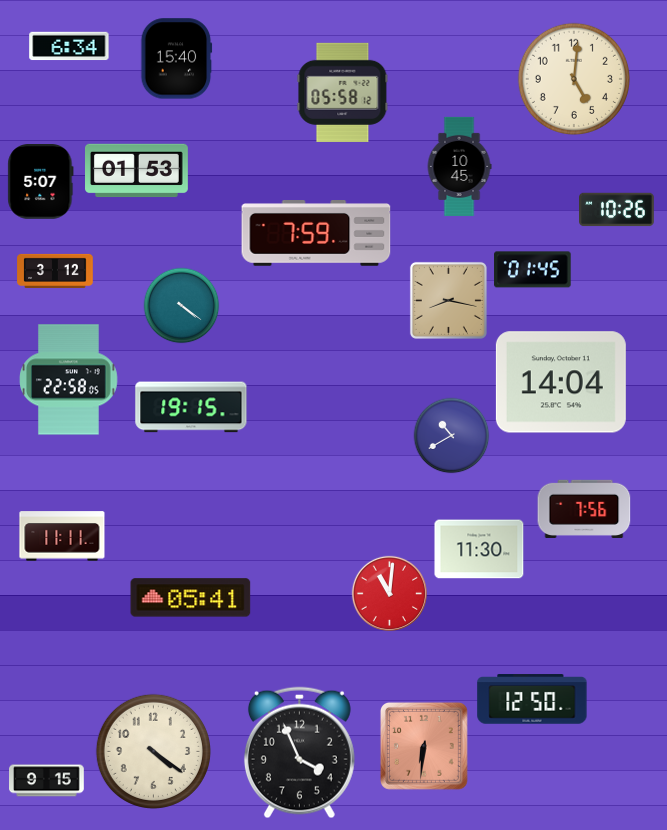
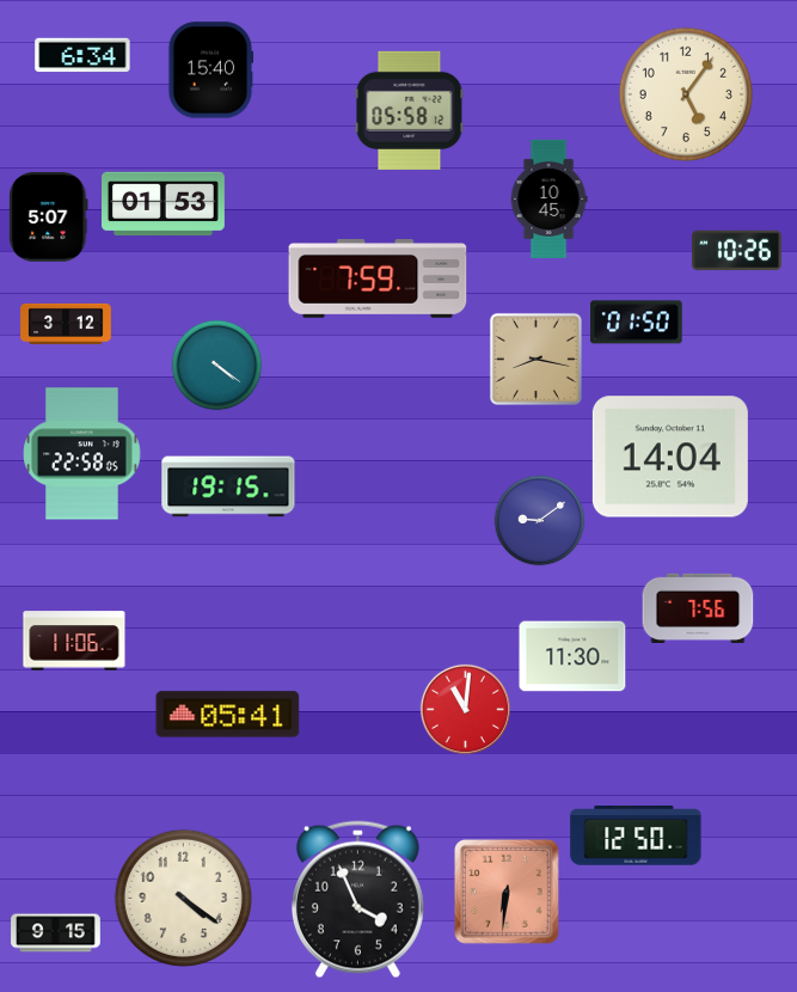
clock at (574, 79): 5:01 -> 5:06
clock at (533, 270): 01:45 -> 01:50
clock at (452, 436): 10:40 -> 9:09
clock at (62, 536): 11:11 -> 11:06
